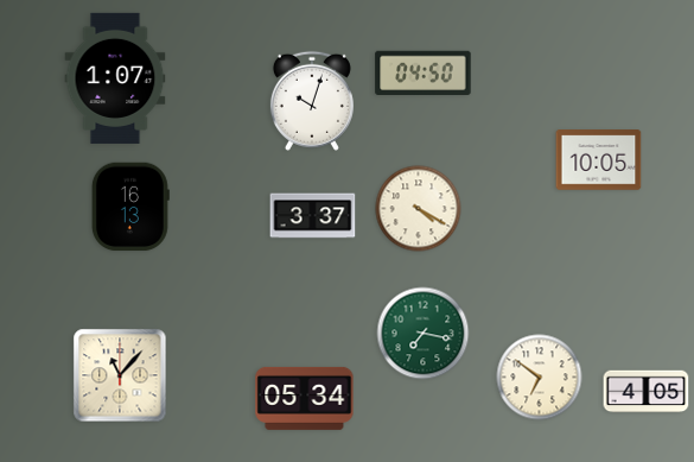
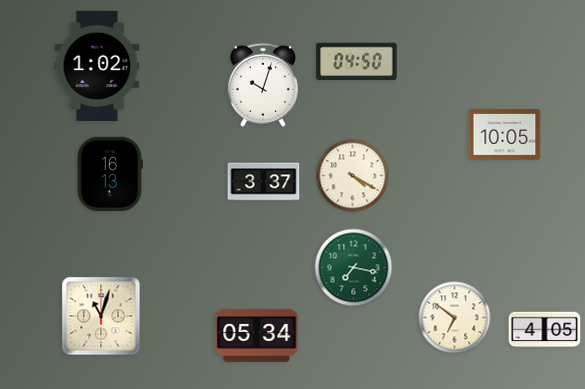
clock at (115, 78): 1:07 -> 1:02
clock at (424, 334) position: (424, 334) -> (354, 268)
clock at (120, 375): 11:07 -> 11:03
